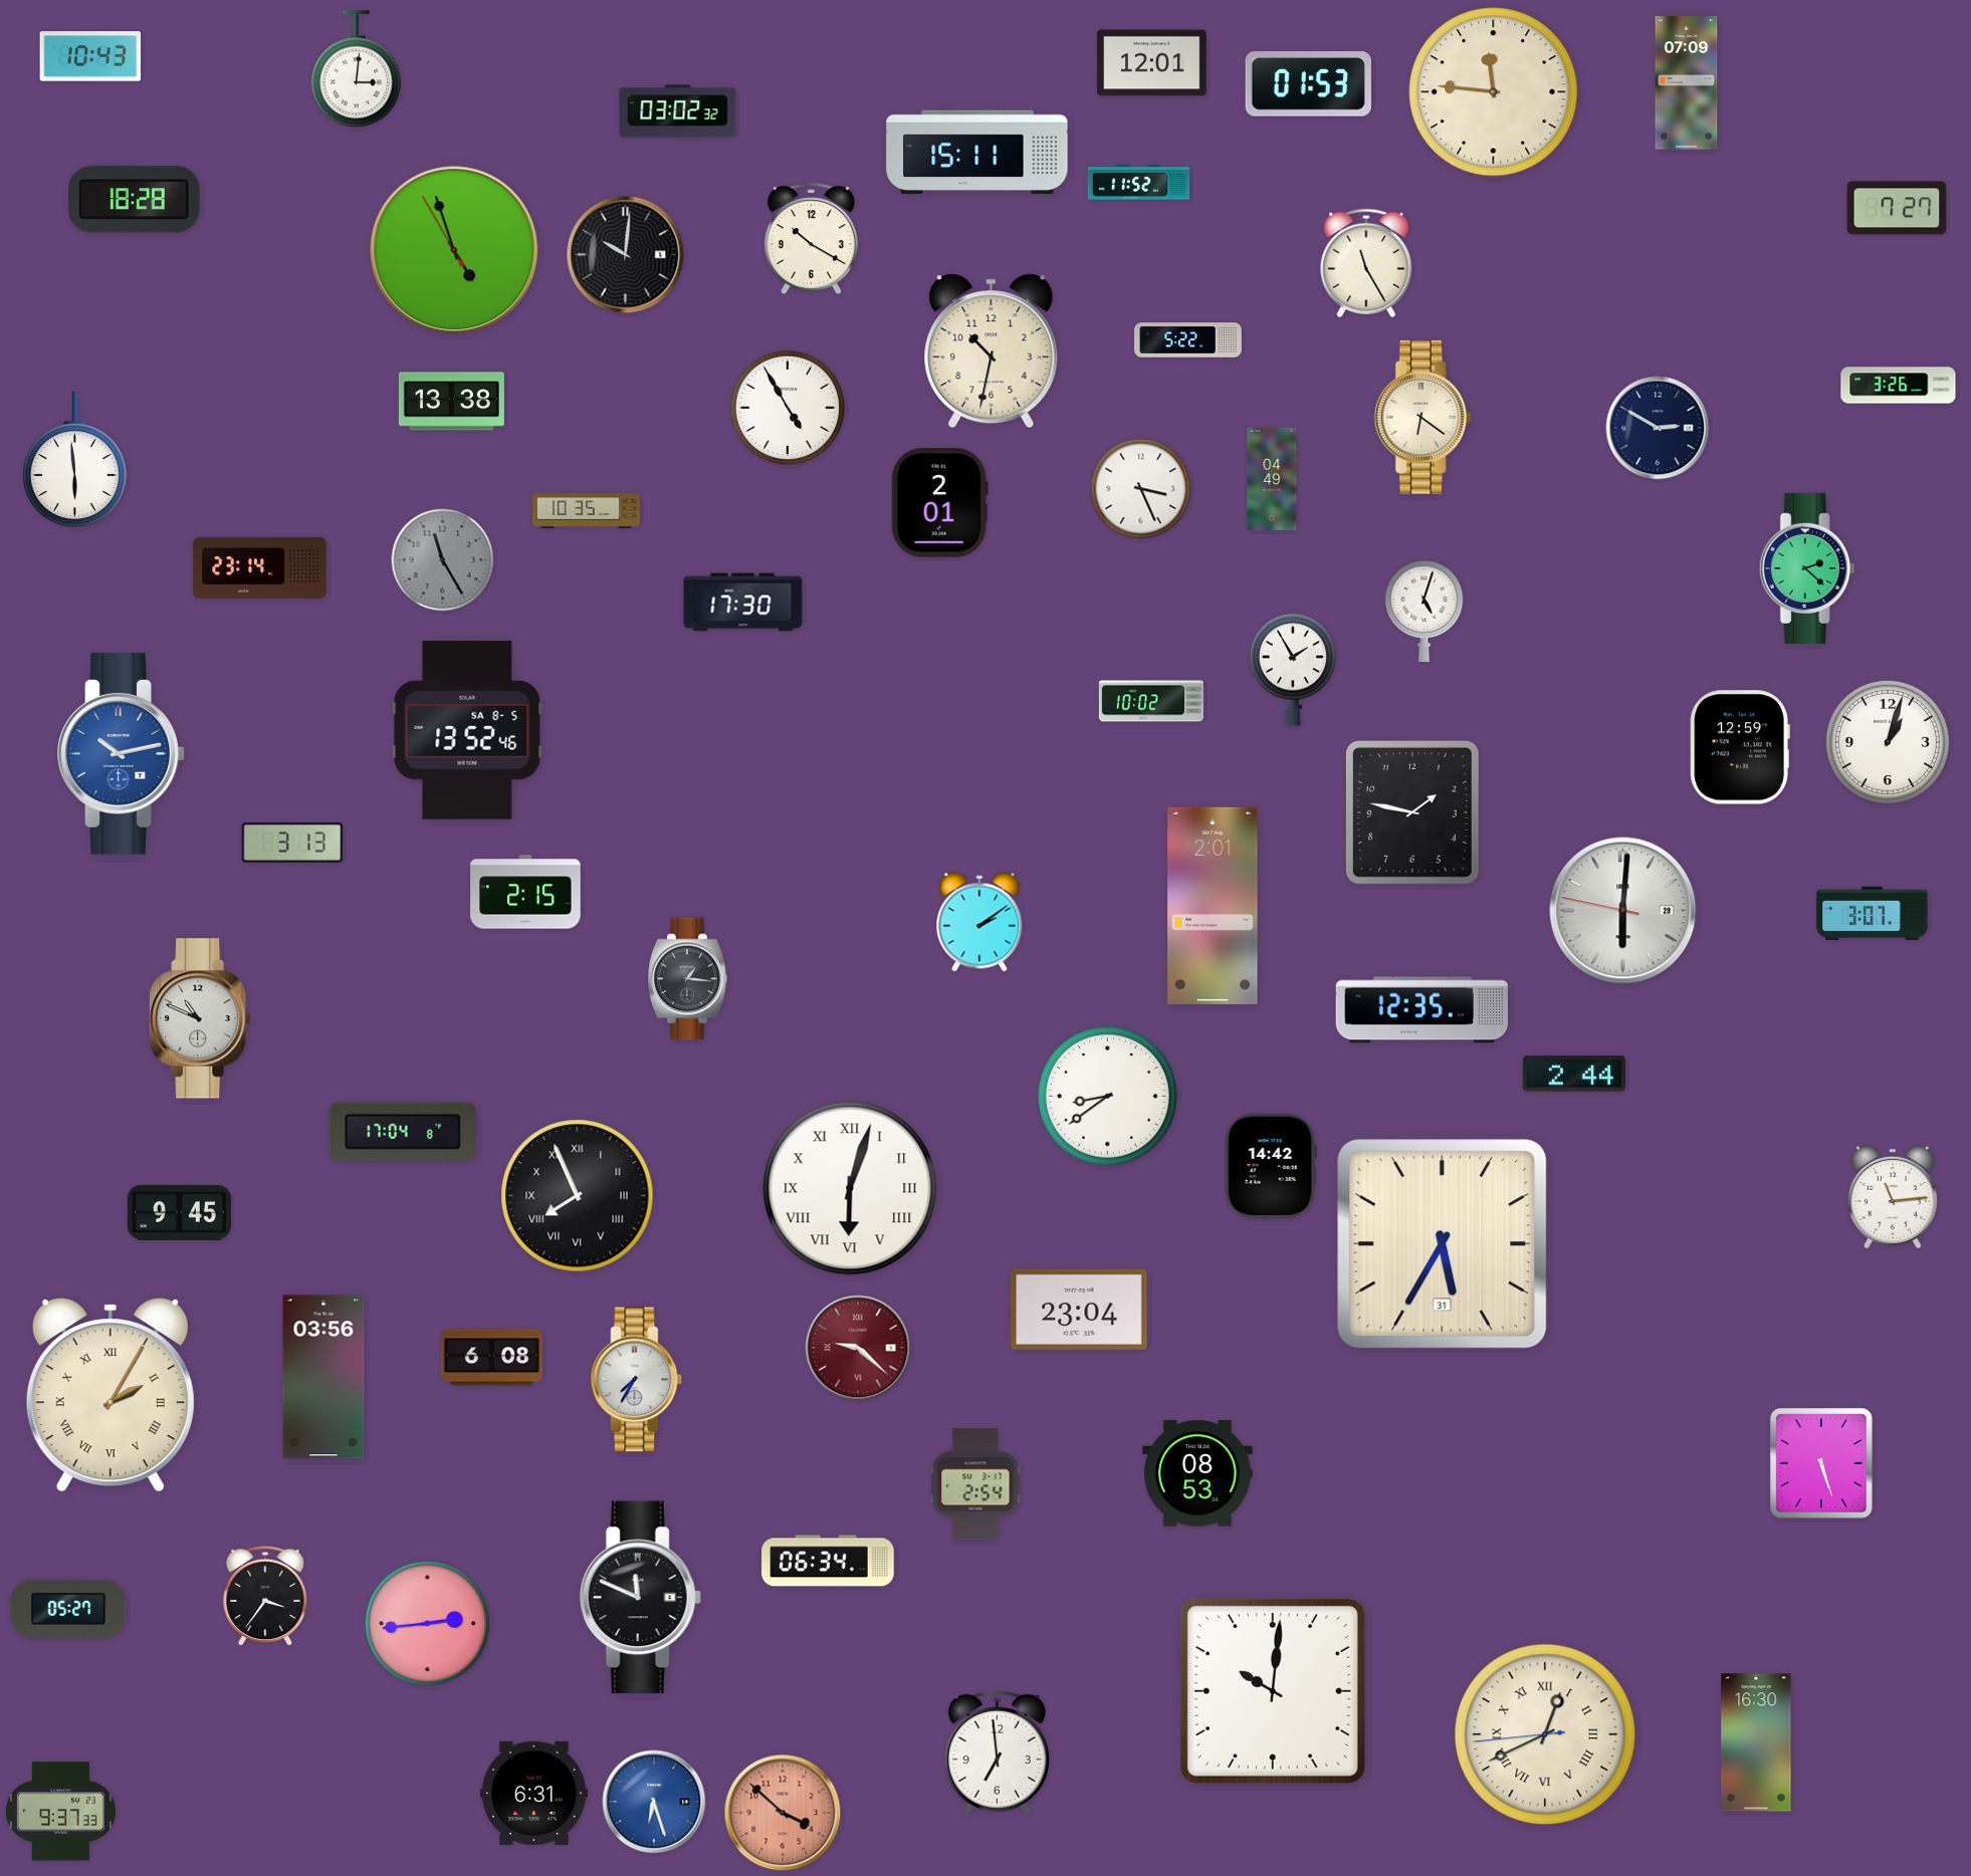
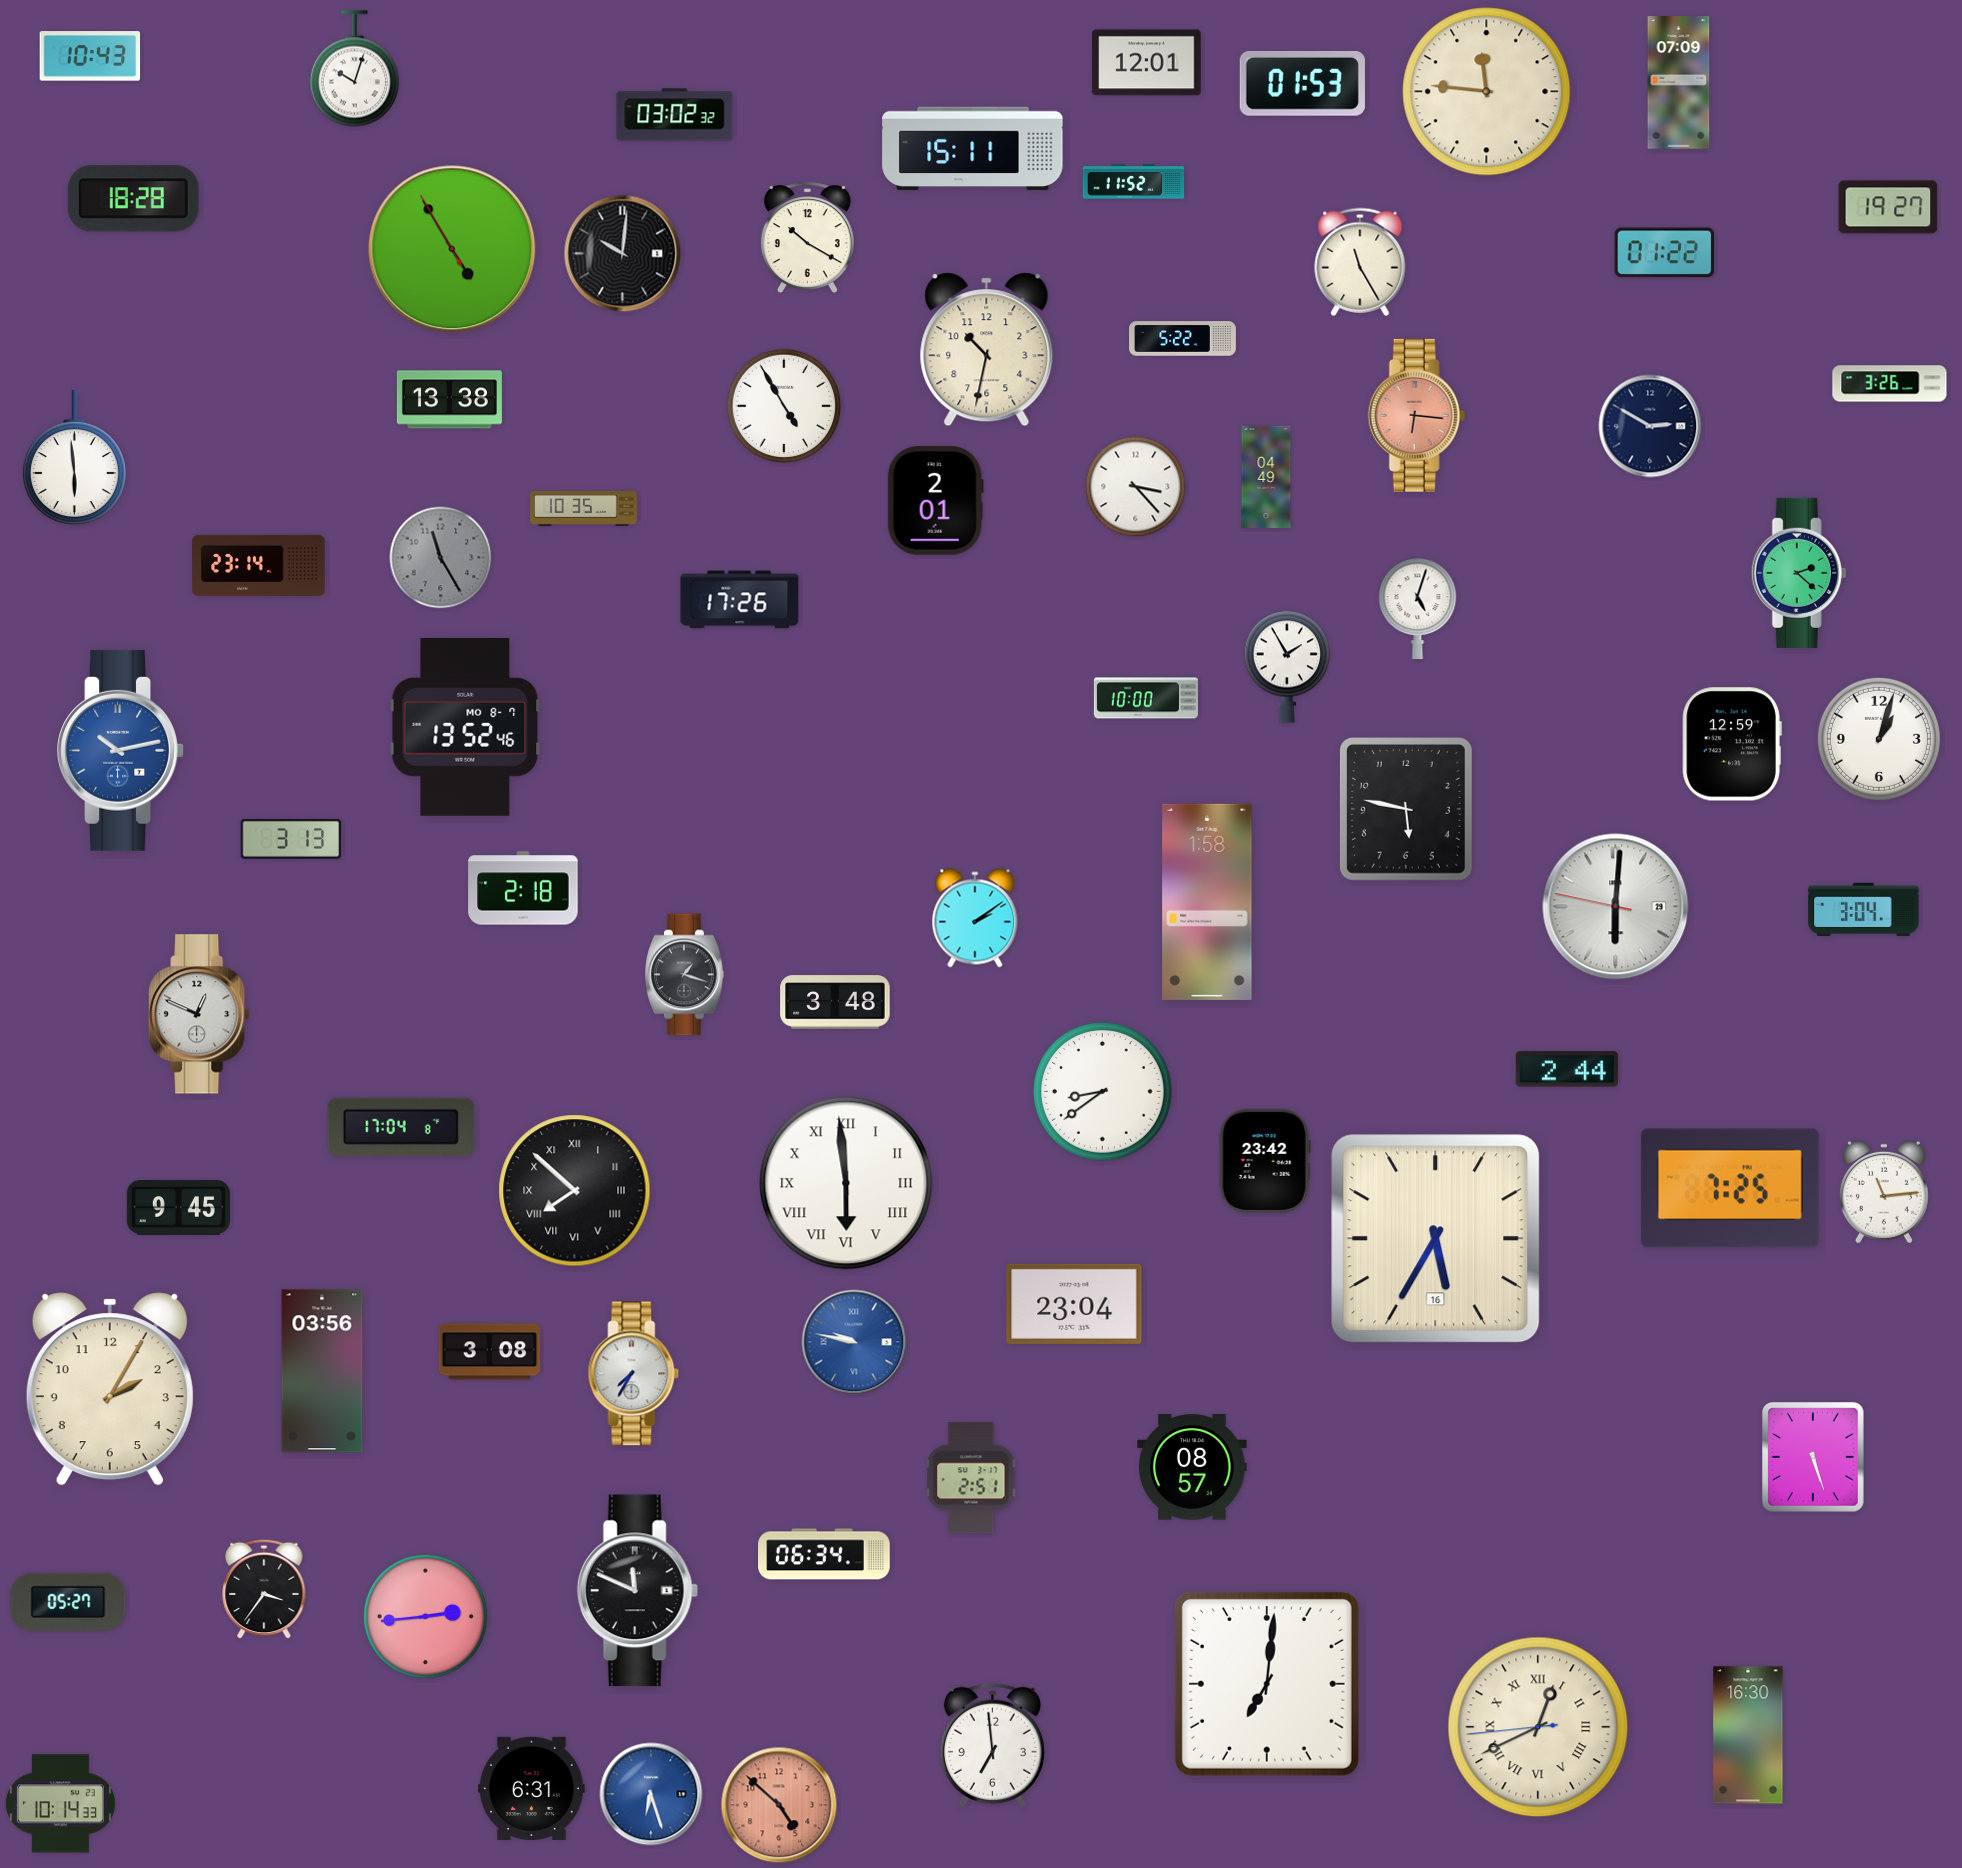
clock at (356, 69): 3:01 -> 10:03
clock at (678, 111) position: (678, 111) -> (675, 115)
clock at (977, 153) position: (977, 153) -> (973, 149)
clock at (1897, 208): 7:27 -> 19:27
clock at (454, 250): 4:56 -> 4:54
clock at (1665, 253): none -> 01:22
clock at (1422, 417): 6:21 -> 6:16
clock at (1422, 417) dial: cream -> salmon
clock at (1141, 489): 3:26 -> 3:23
clock at (1807, 568) position: (1807, 568) -> (1799, 573)
clock at (743, 603): 17:30 -> 17:26
clock at (1151, 701): 10:02 -> 10:00
clock at (467, 730) date: SA 8-5 -> MO 8-7
clock at (1412, 812): 1:47 -> 5:47
clock at (525, 892): 2:15 -> 2:18
clock at (1213, 906): 2:01 -> 1:58
clock at (1873, 914): 3:07 -> 3:04
clock at (688, 979): 1:16 -> 1:18
clock at (835, 1002): none -> 3:48
clock at (1421, 1010): 12:35 -> none
clock at (200, 1018): 10:49 -> 12:49
clock at (1271, 1166): 14:42 -> 23:42
clock at (850, 1188): 6:03 -> 5:59
clock at (1730, 1188): none -> 7:25
clock at (578, 1196): 7:56 -> 7:52
clock at (1443, 1244) date: 31 -> 16
clock at (858, 1348): 9:22 -> 9:47
clock at (858, 1348) dial: burgundy -> blue
clock at (492, 1358): 6:08 -> 3:08
clock at (111, 1395) numerals: Roman -> Arabic
clock at (1197, 1473): 08:53 -> 08:57
clock at (975, 1484): 2:54 -> 2:51
clock at (1273, 1691): 10:01 -> 7:01
clock at (533, 1793) position: (533, 1793) -> (531, 1788)
clock at (60, 1812): 9:37 -> 10:14
clock at (783, 1813): 3:52 -> 4:52
